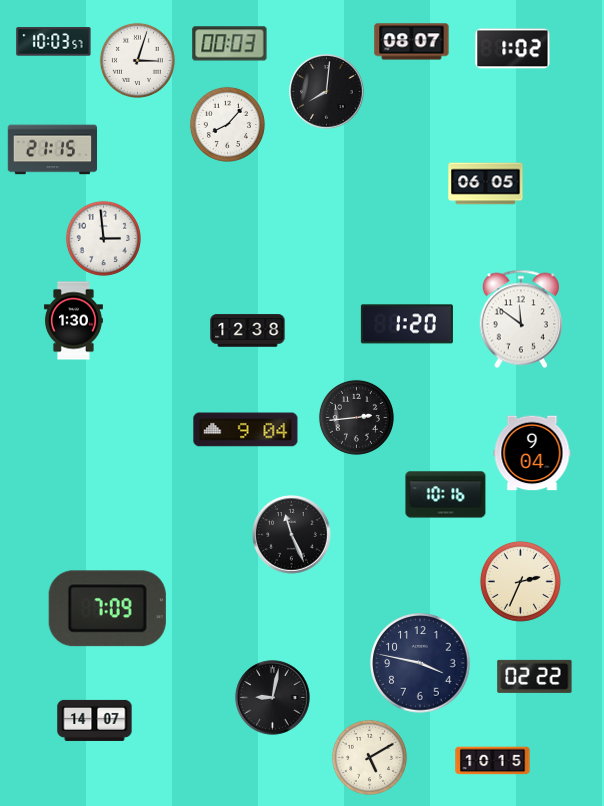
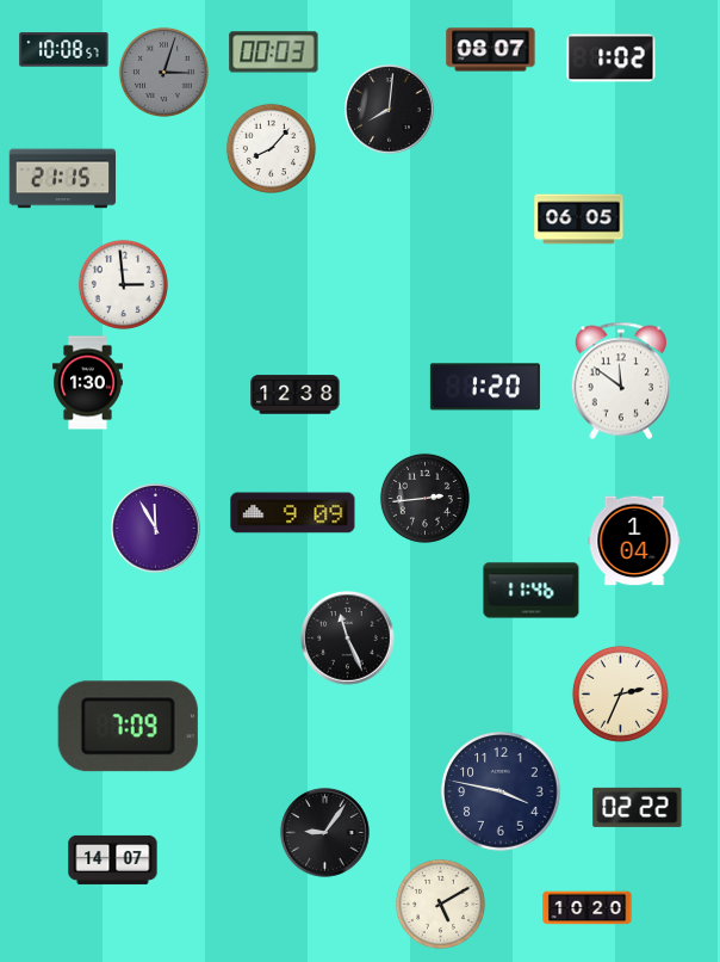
clock at (54, 42): 10:03 -> 10:08
clock at (137, 60) dial: white -> grey
clock at (246, 430): 9:04 -> 9:09
clock at (156, 529): none -> 11:55
clock at (532, 453): 9:04 -> 1:04
clock at (446, 495): 10:16 -> 11:46
clock at (273, 698): 9:02 -> 9:06
clock at (493, 761): 10:15 -> 10:20
